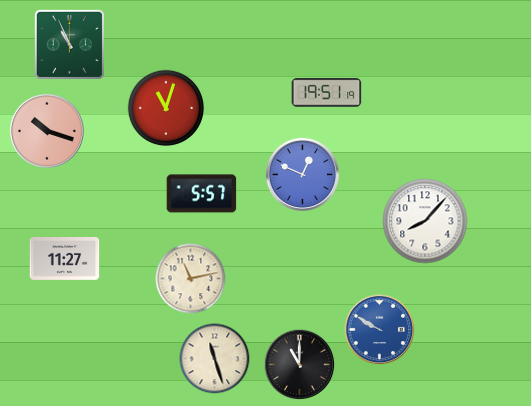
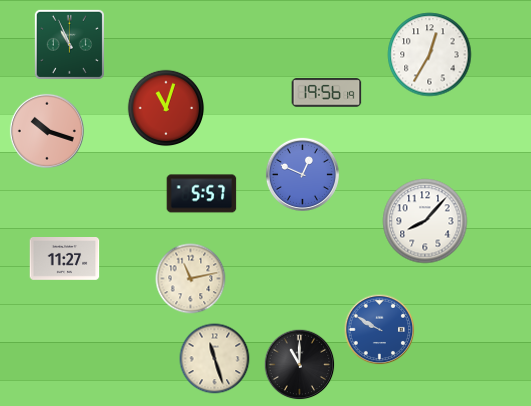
clock at (430, 55): none -> 12:35
clock at (327, 93): 19:51 -> 19:56
